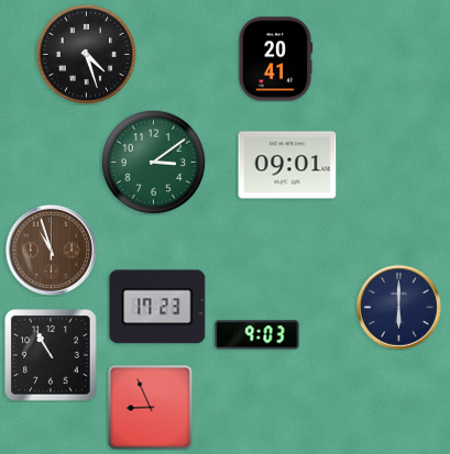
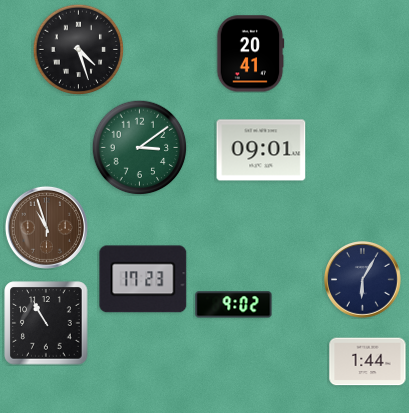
clock at (399, 308): 6:00 -> 6:05
clock at (257, 335): 9:03 -> 9:02
clock at (368, 362): none -> 1:44
clock at (151, 408): 8:56 -> none
